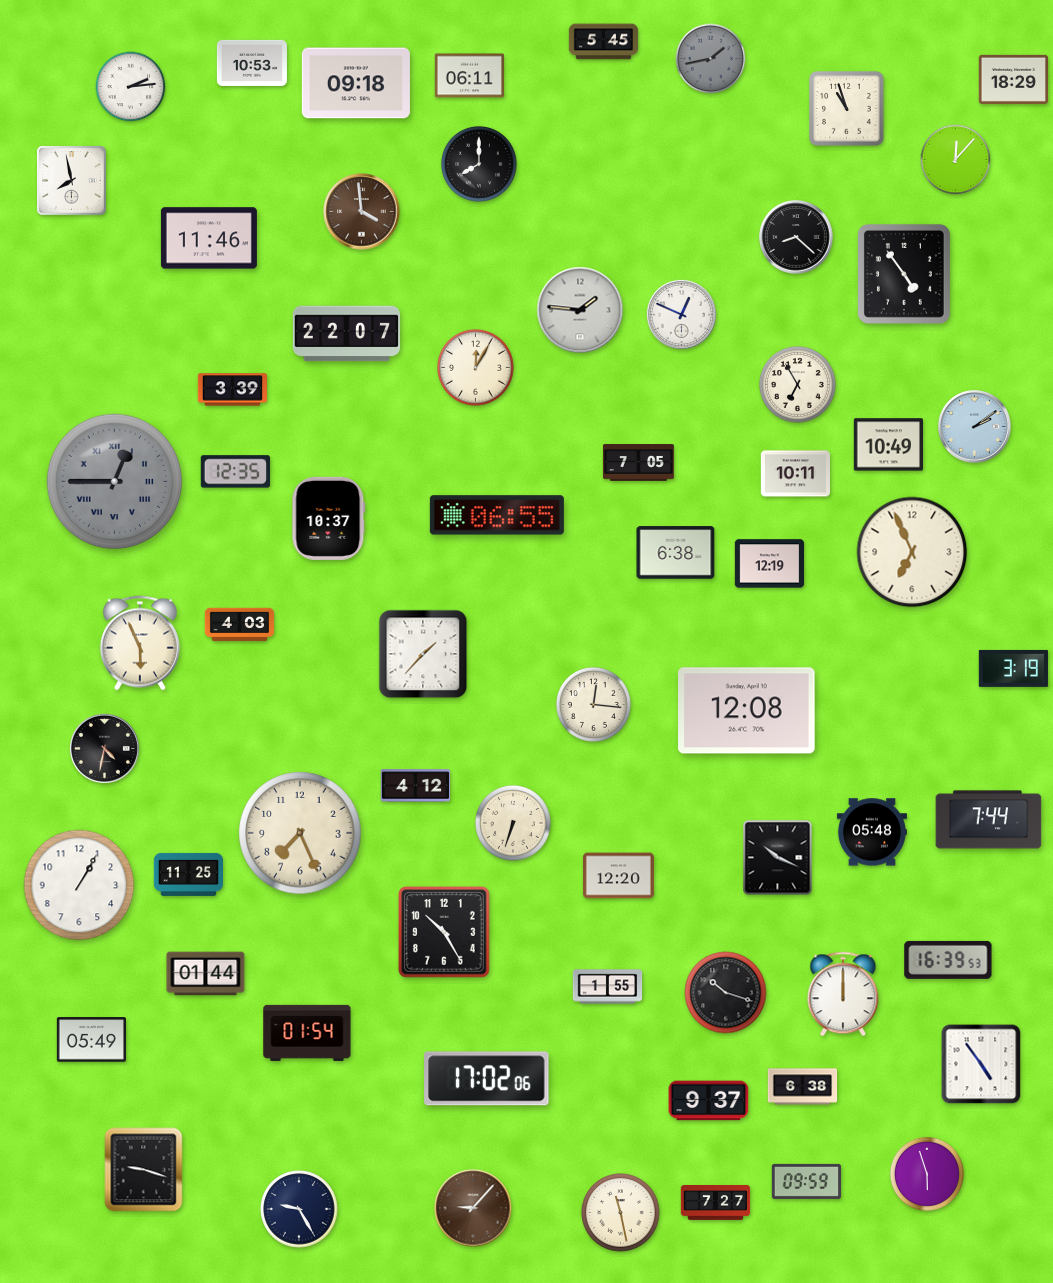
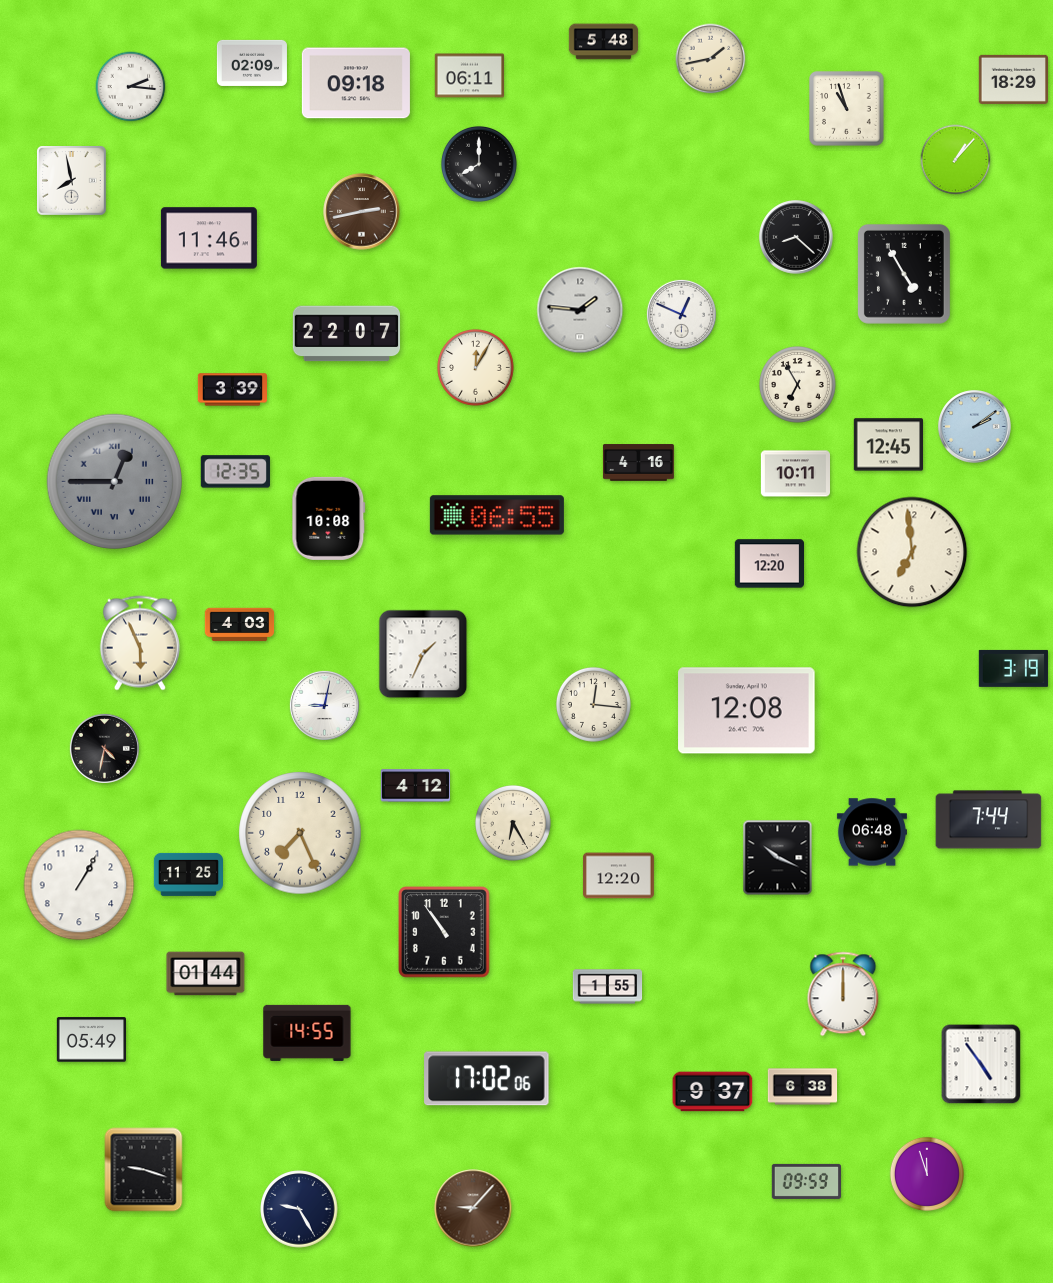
clock at (604, 42): 5:45 -> 5:48
clock at (711, 59) dial: grey -> cream
clock at (252, 63): 10:53 -> 02:09
clock at (131, 87): 2:14 -> 2:16
clock at (956, 160): 12:07 -> 1:07
clock at (362, 212): 3:59 -> 2:43
clock at (904, 274): 4:54 -> 4:55
clock at (888, 445): 10:49 -> 12:45
clock at (638, 463): 7:05 -> 4:16
clock at (329, 518): 10:37 -> 10:08
clock at (912, 552): 6:56 -> 6:59
clock at (676, 553): 6:38 -> none
clock at (770, 564): 12:19 -> 12:20
clock at (423, 654): 1:37 -> 1:34
clock at (324, 705): none -> 9:02
clock at (513, 823): 6:33 -> 6:25
clock at (872, 832): 05:48 -> 06:48
clock at (445, 933): 10:25 -> 10:54
clock at (948, 960): 16:39 -> none
clock at (726, 993): 10:18 -> none
clock at (307, 1033): 01:54 -> 14:55
clock at (709, 1101) position: (709, 1101) -> (713, 1092)
clock at (927, 1174): 5:57 -> 11:57
clock at (716, 1203): 7:27 -> none
clock at (621, 1213): 11:28 -> none
